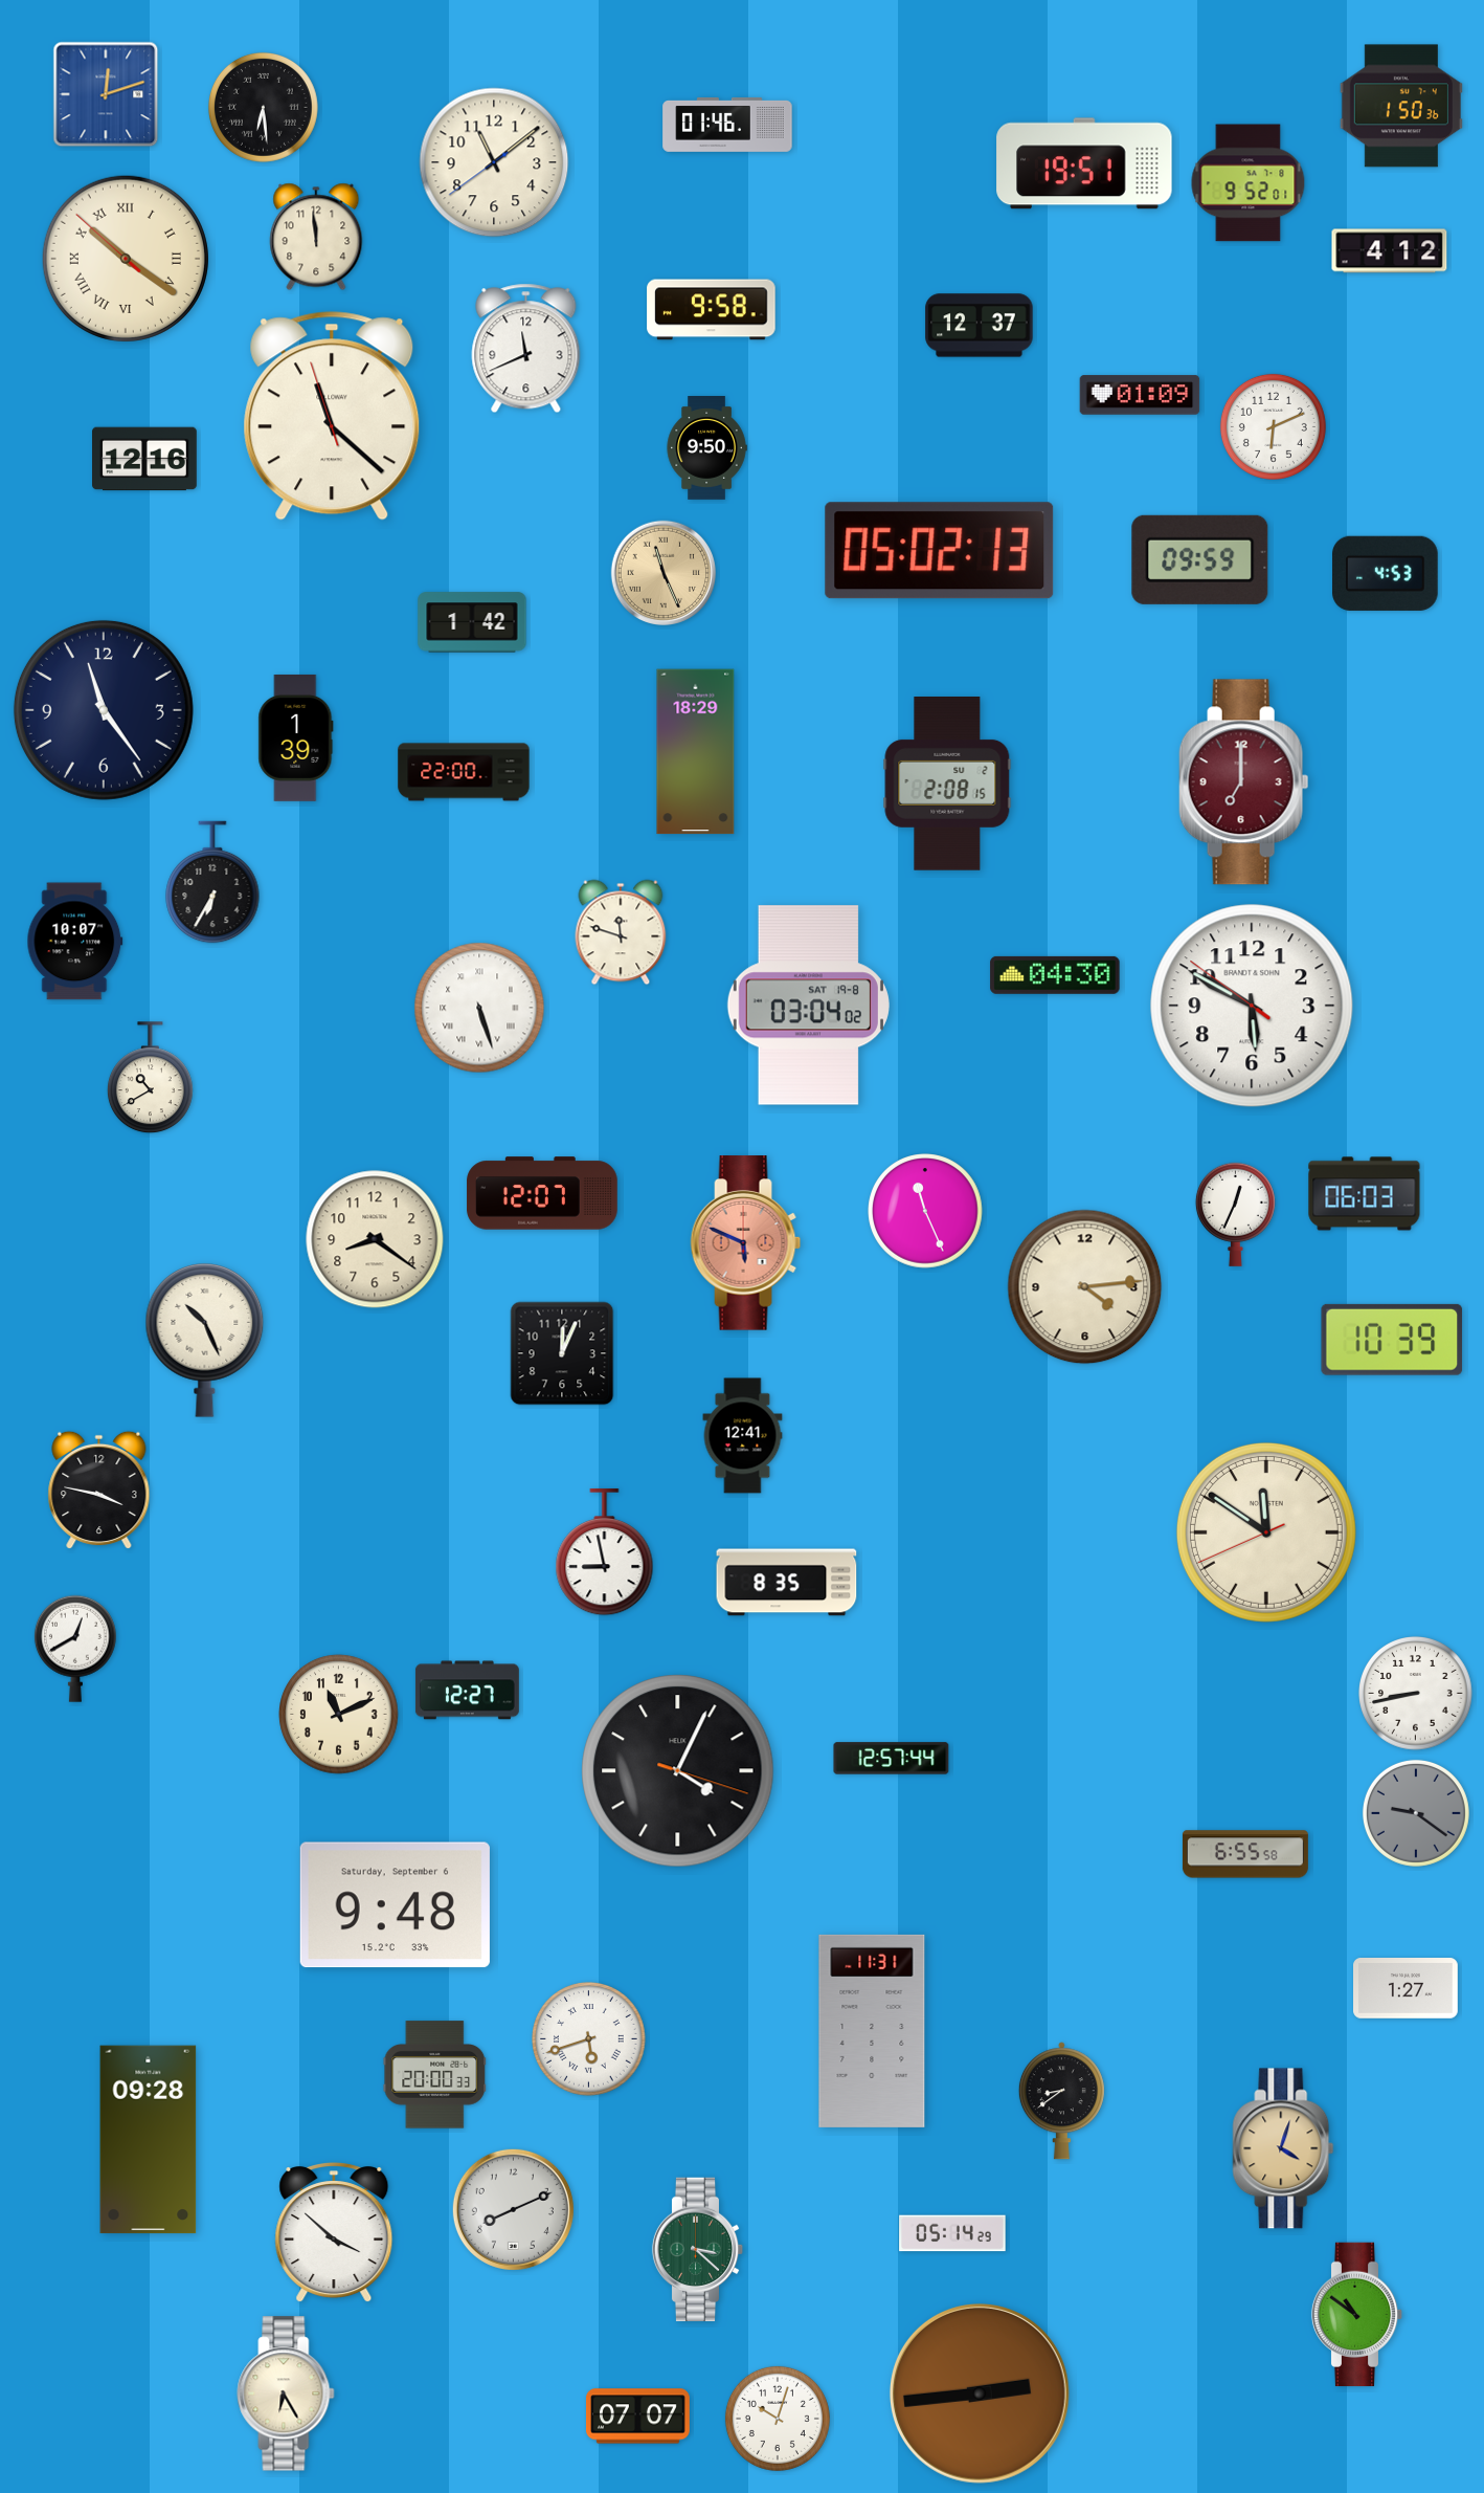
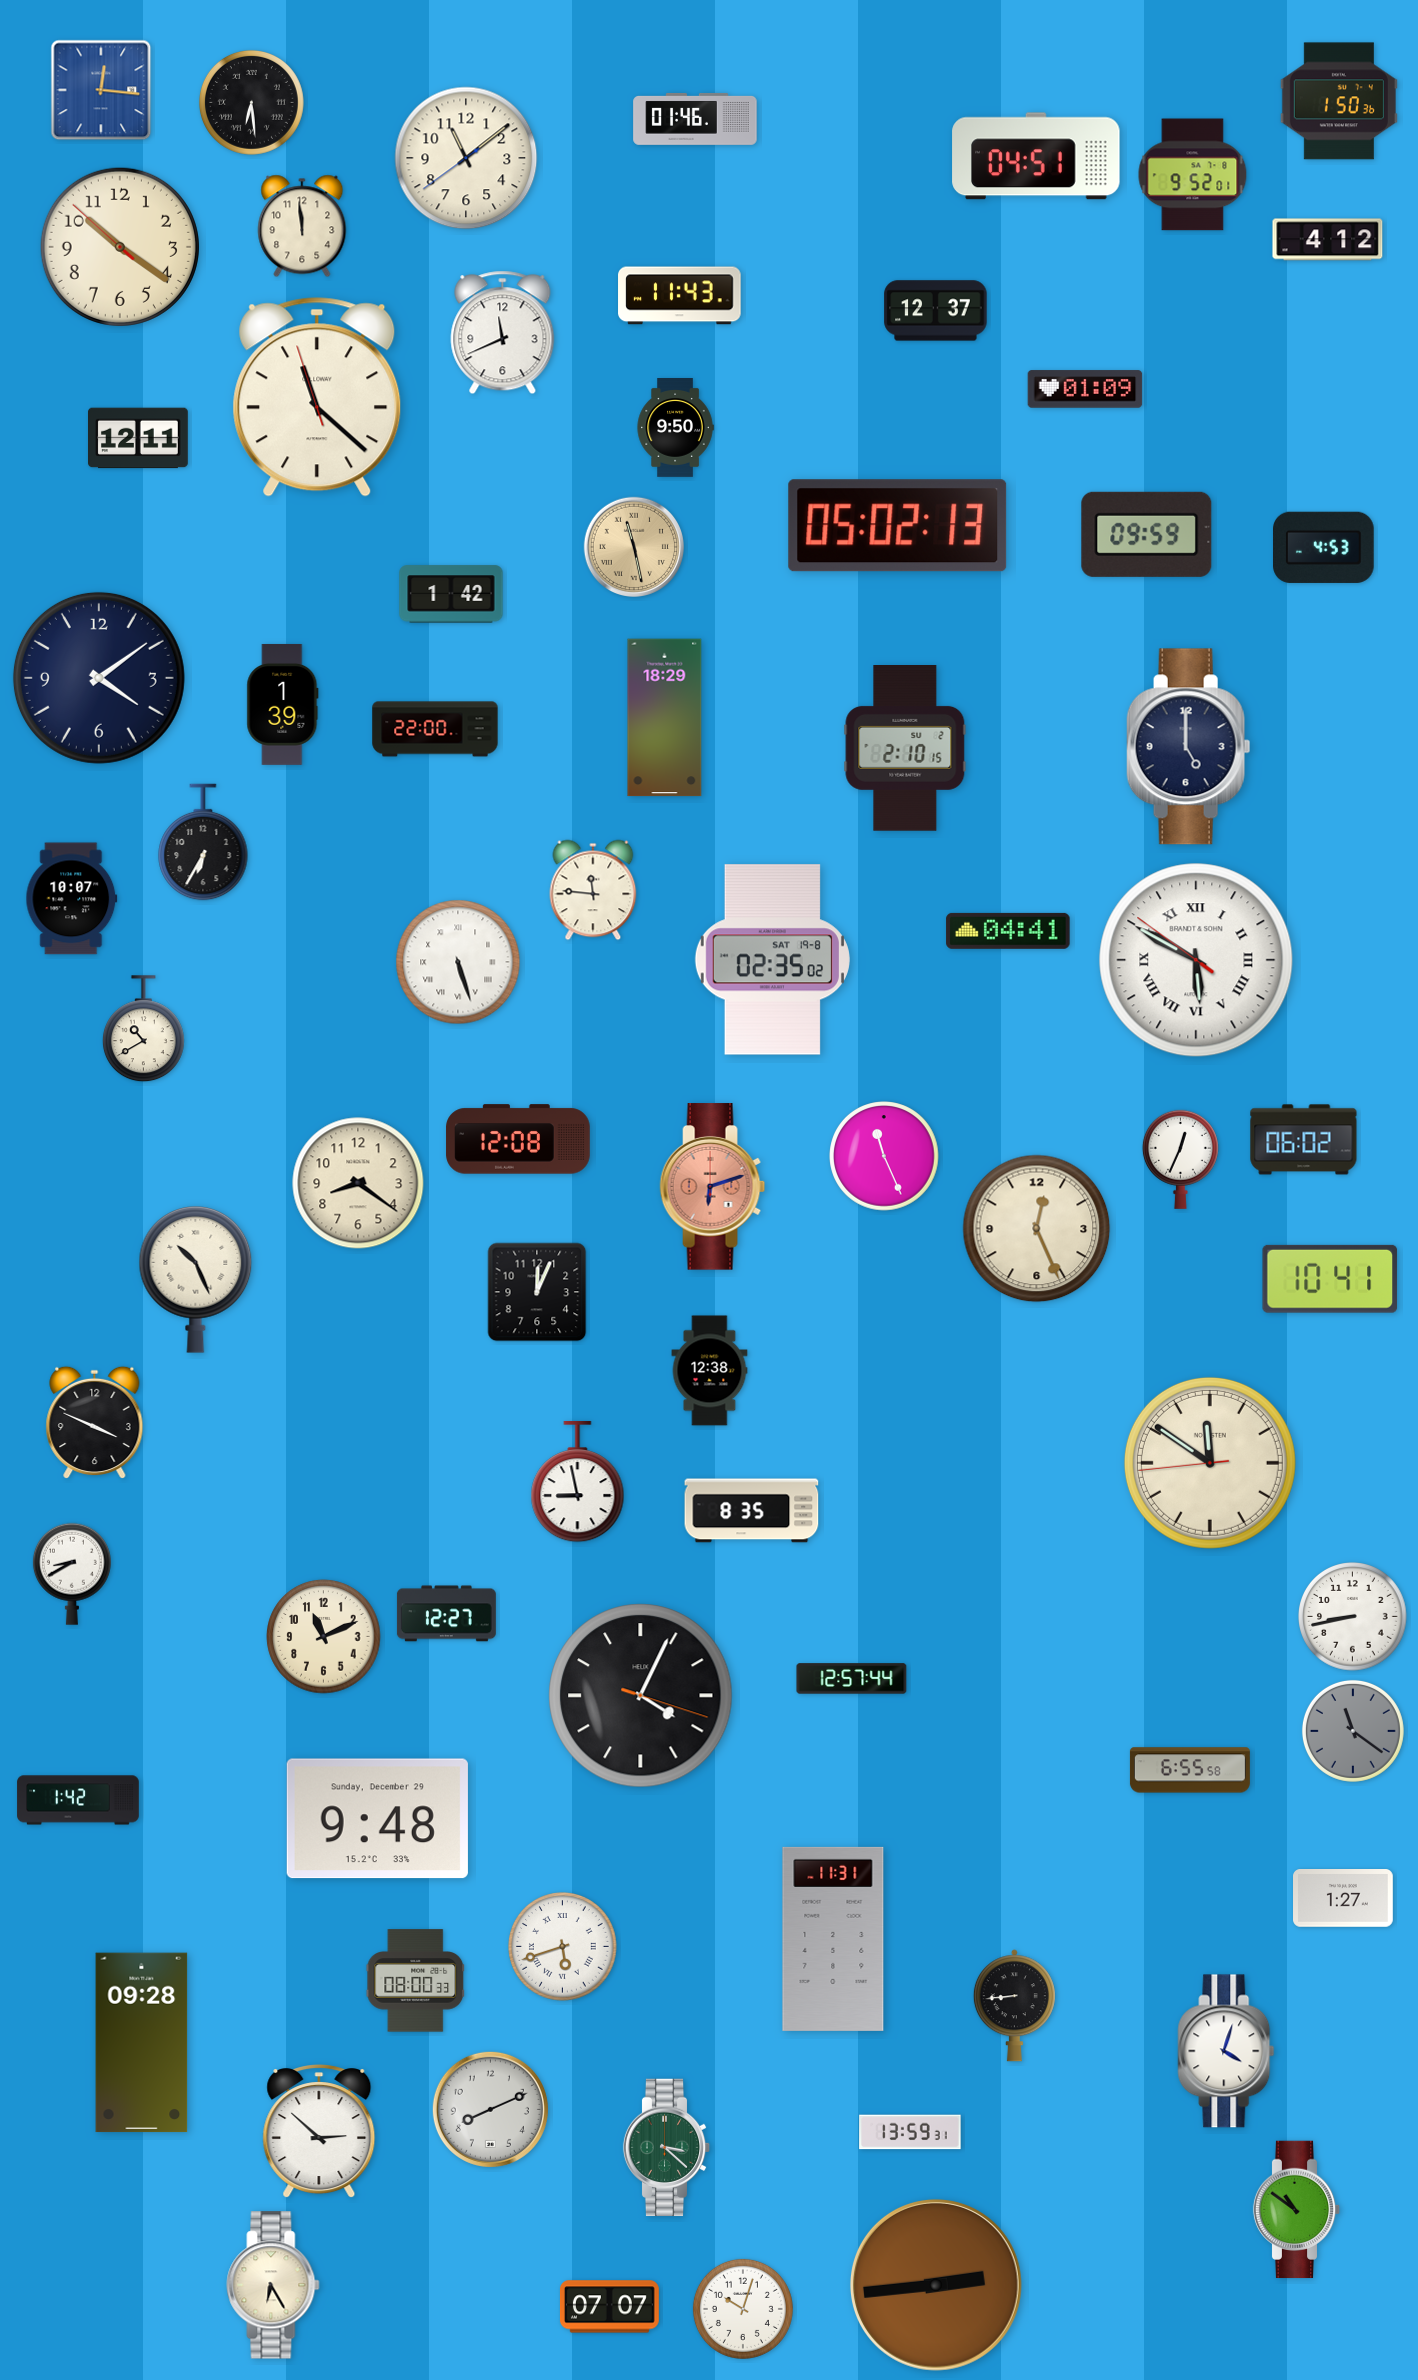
clock at (106, 94): 12:12 -> 12:16
clock at (494, 162) position: (494, 162) -> (466, 158)
clock at (1084, 163): 19:51 -> 04:51
clock at (126, 259) numerals: Roman -> Arabic
clock at (712, 310): 9:58 -> 11:43
clock at (1140, 395) position: (1140, 395) -> (1085, 389)
clock at (1273, 426): 6:11 -> none
clock at (145, 459): 12:16 -> 12:11
clock at (662, 572): 11:26 -> 11:28
clock at (104, 710): 11:24 -> 4:09
clock at (464, 772) position: (464, 772) -> (435, 729)
clock at (1244, 782): 7:00 -> 5:00
clock at (1244, 782) dial: burgundy -> navy
clock at (947, 785): 2:08 -> 2:10
clock at (621, 932): 11:48 -> 11:46
clock at (1055, 975): 04:30 -> 04:41
clock at (808, 1006): 03:04 -> 02:35
clock at (1252, 1006) numerals: Arabic -> Roman
clock at (542, 1193): 12:07 -> 12:08
clock at (1365, 1194): 06:03 -> 06:02
clock at (746, 1243): 5:49 -> 6:12
clock at (1085, 1287): 4:14 -> 12:26
clock at (1392, 1340): 10:39 -> 10:41
clock at (743, 1436): 12:41 -> 12:38
clock at (99, 1491): 3:47 -> 3:49
clock at (1266, 1532): 11:50:41 -> 11:50:44
clock at (75, 1649): 12:40 -> 8:40
clock at (678, 1771) position: (678, 1771) -> (641, 1696)
clock at (1416, 1813): 9:21 -> 11:21
clock at (78, 1800): none -> 1:42
clock at (395, 1905) date: Saturday, September 6 -> Sunday, December 29
clock at (435, 2075): 20:00 -> 08:00
clock at (1061, 2101): 8:39 -> 8:44
clock at (1283, 2148) dial: champagne -> white
clock at (334, 2233): 3:52 -> 2:52
clock at (952, 2233): 05:14 -> 13:59
